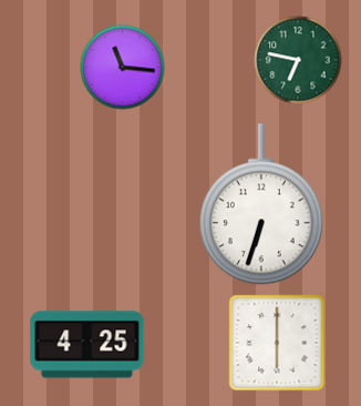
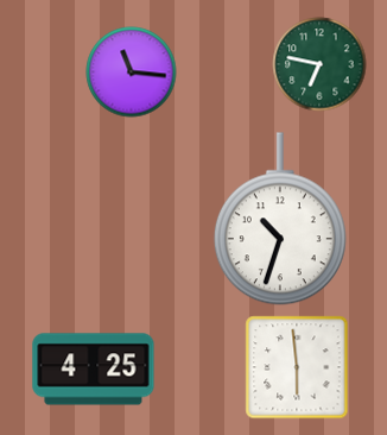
clock at (261, 204): 6:33 -> 10:33
clock at (277, 343): 6:00 -> 5:59
